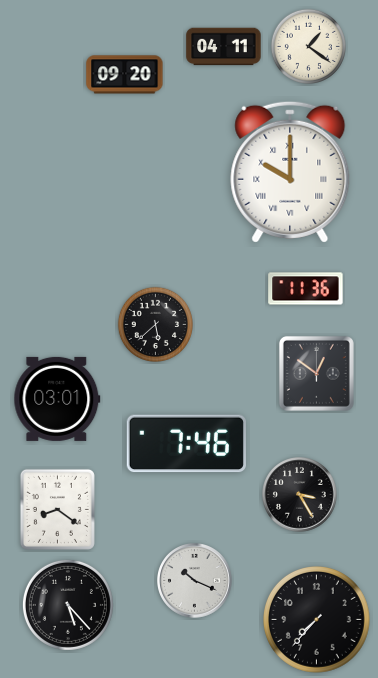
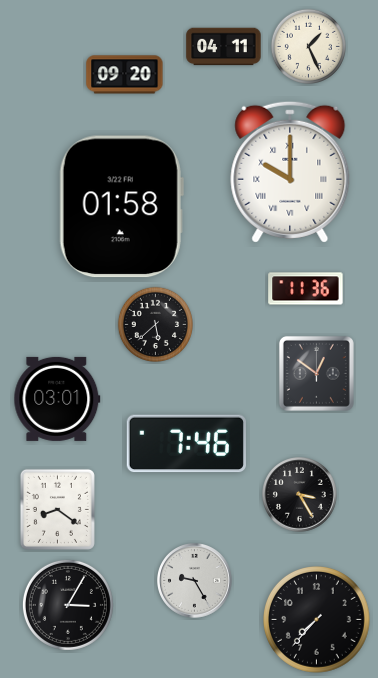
clock at (308, 46): 1:21 -> 1:26
clock at (121, 207): none -> 01:58
clock at (195, 581): 10:19 -> 9:25
clock at (68, 605): 5:23 -> 3:05
